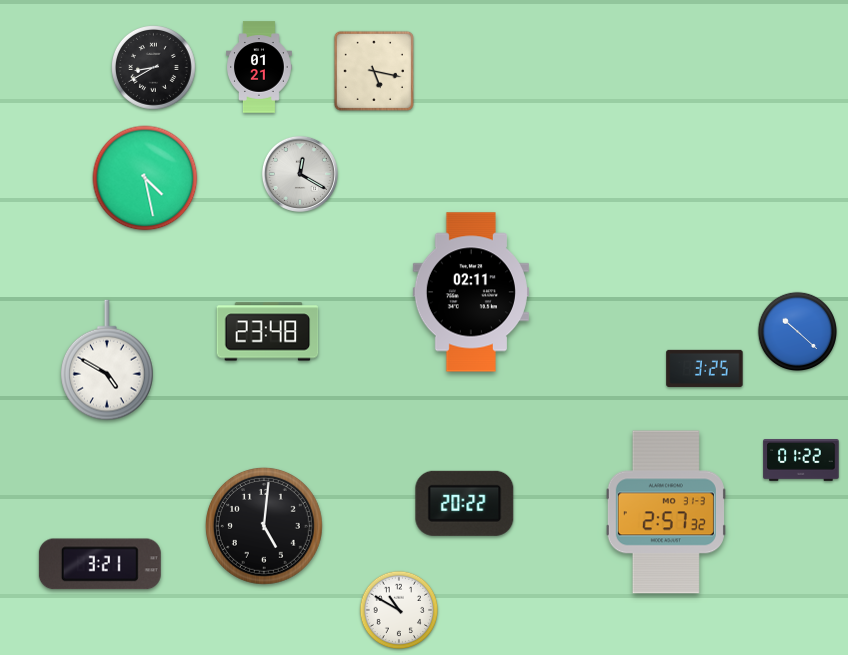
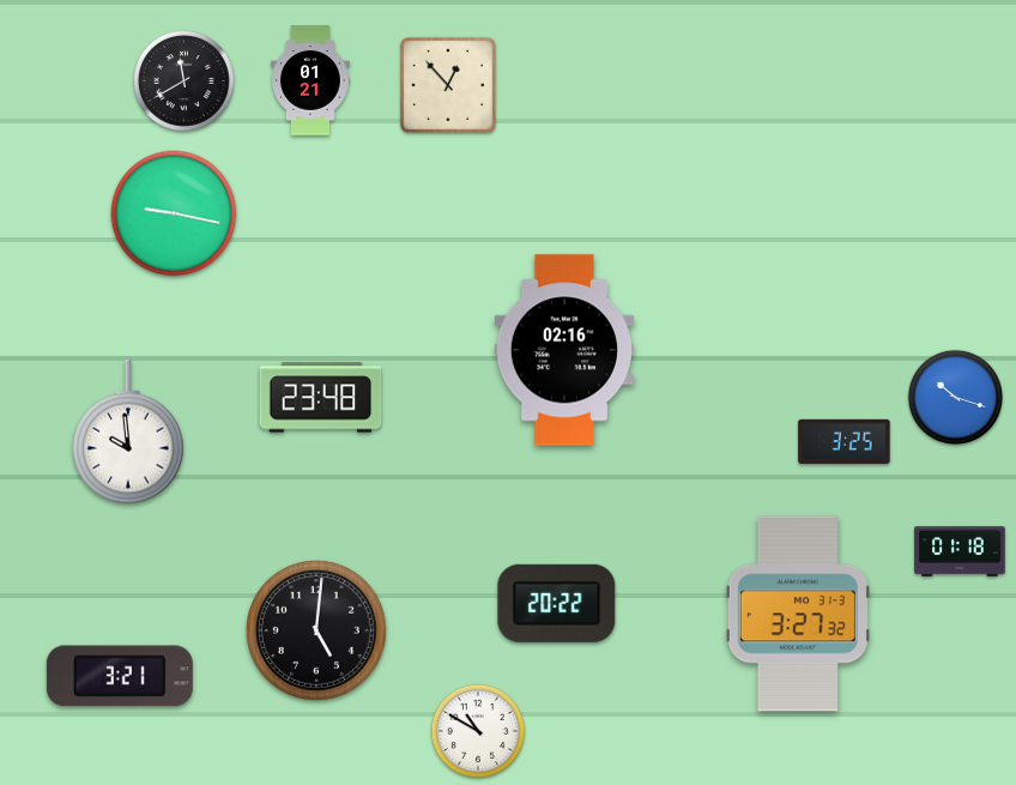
clock at (154, 68): 8:40 -> 11:40
clock at (374, 71): 5:17 -> 12:53
clock at (300, 174): 12:20 -> none
clock at (145, 178): 4:28 -> 9:17
clock at (471, 292): 02:11 -> 02:16
clock at (797, 331): 10:22 -> 10:18
clock at (107, 360): 4:50 -> 9:59
clock at (801, 461): 01:22 -> 01:18
clock at (666, 512): 2:57 -> 3:27
